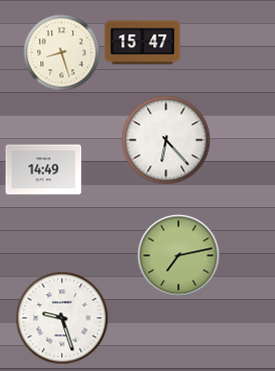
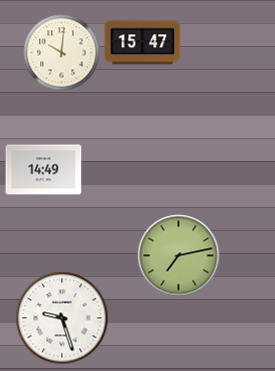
clock at (62, 53): 8:27 -> 10:01
clock at (166, 140): 6:23 -> none
